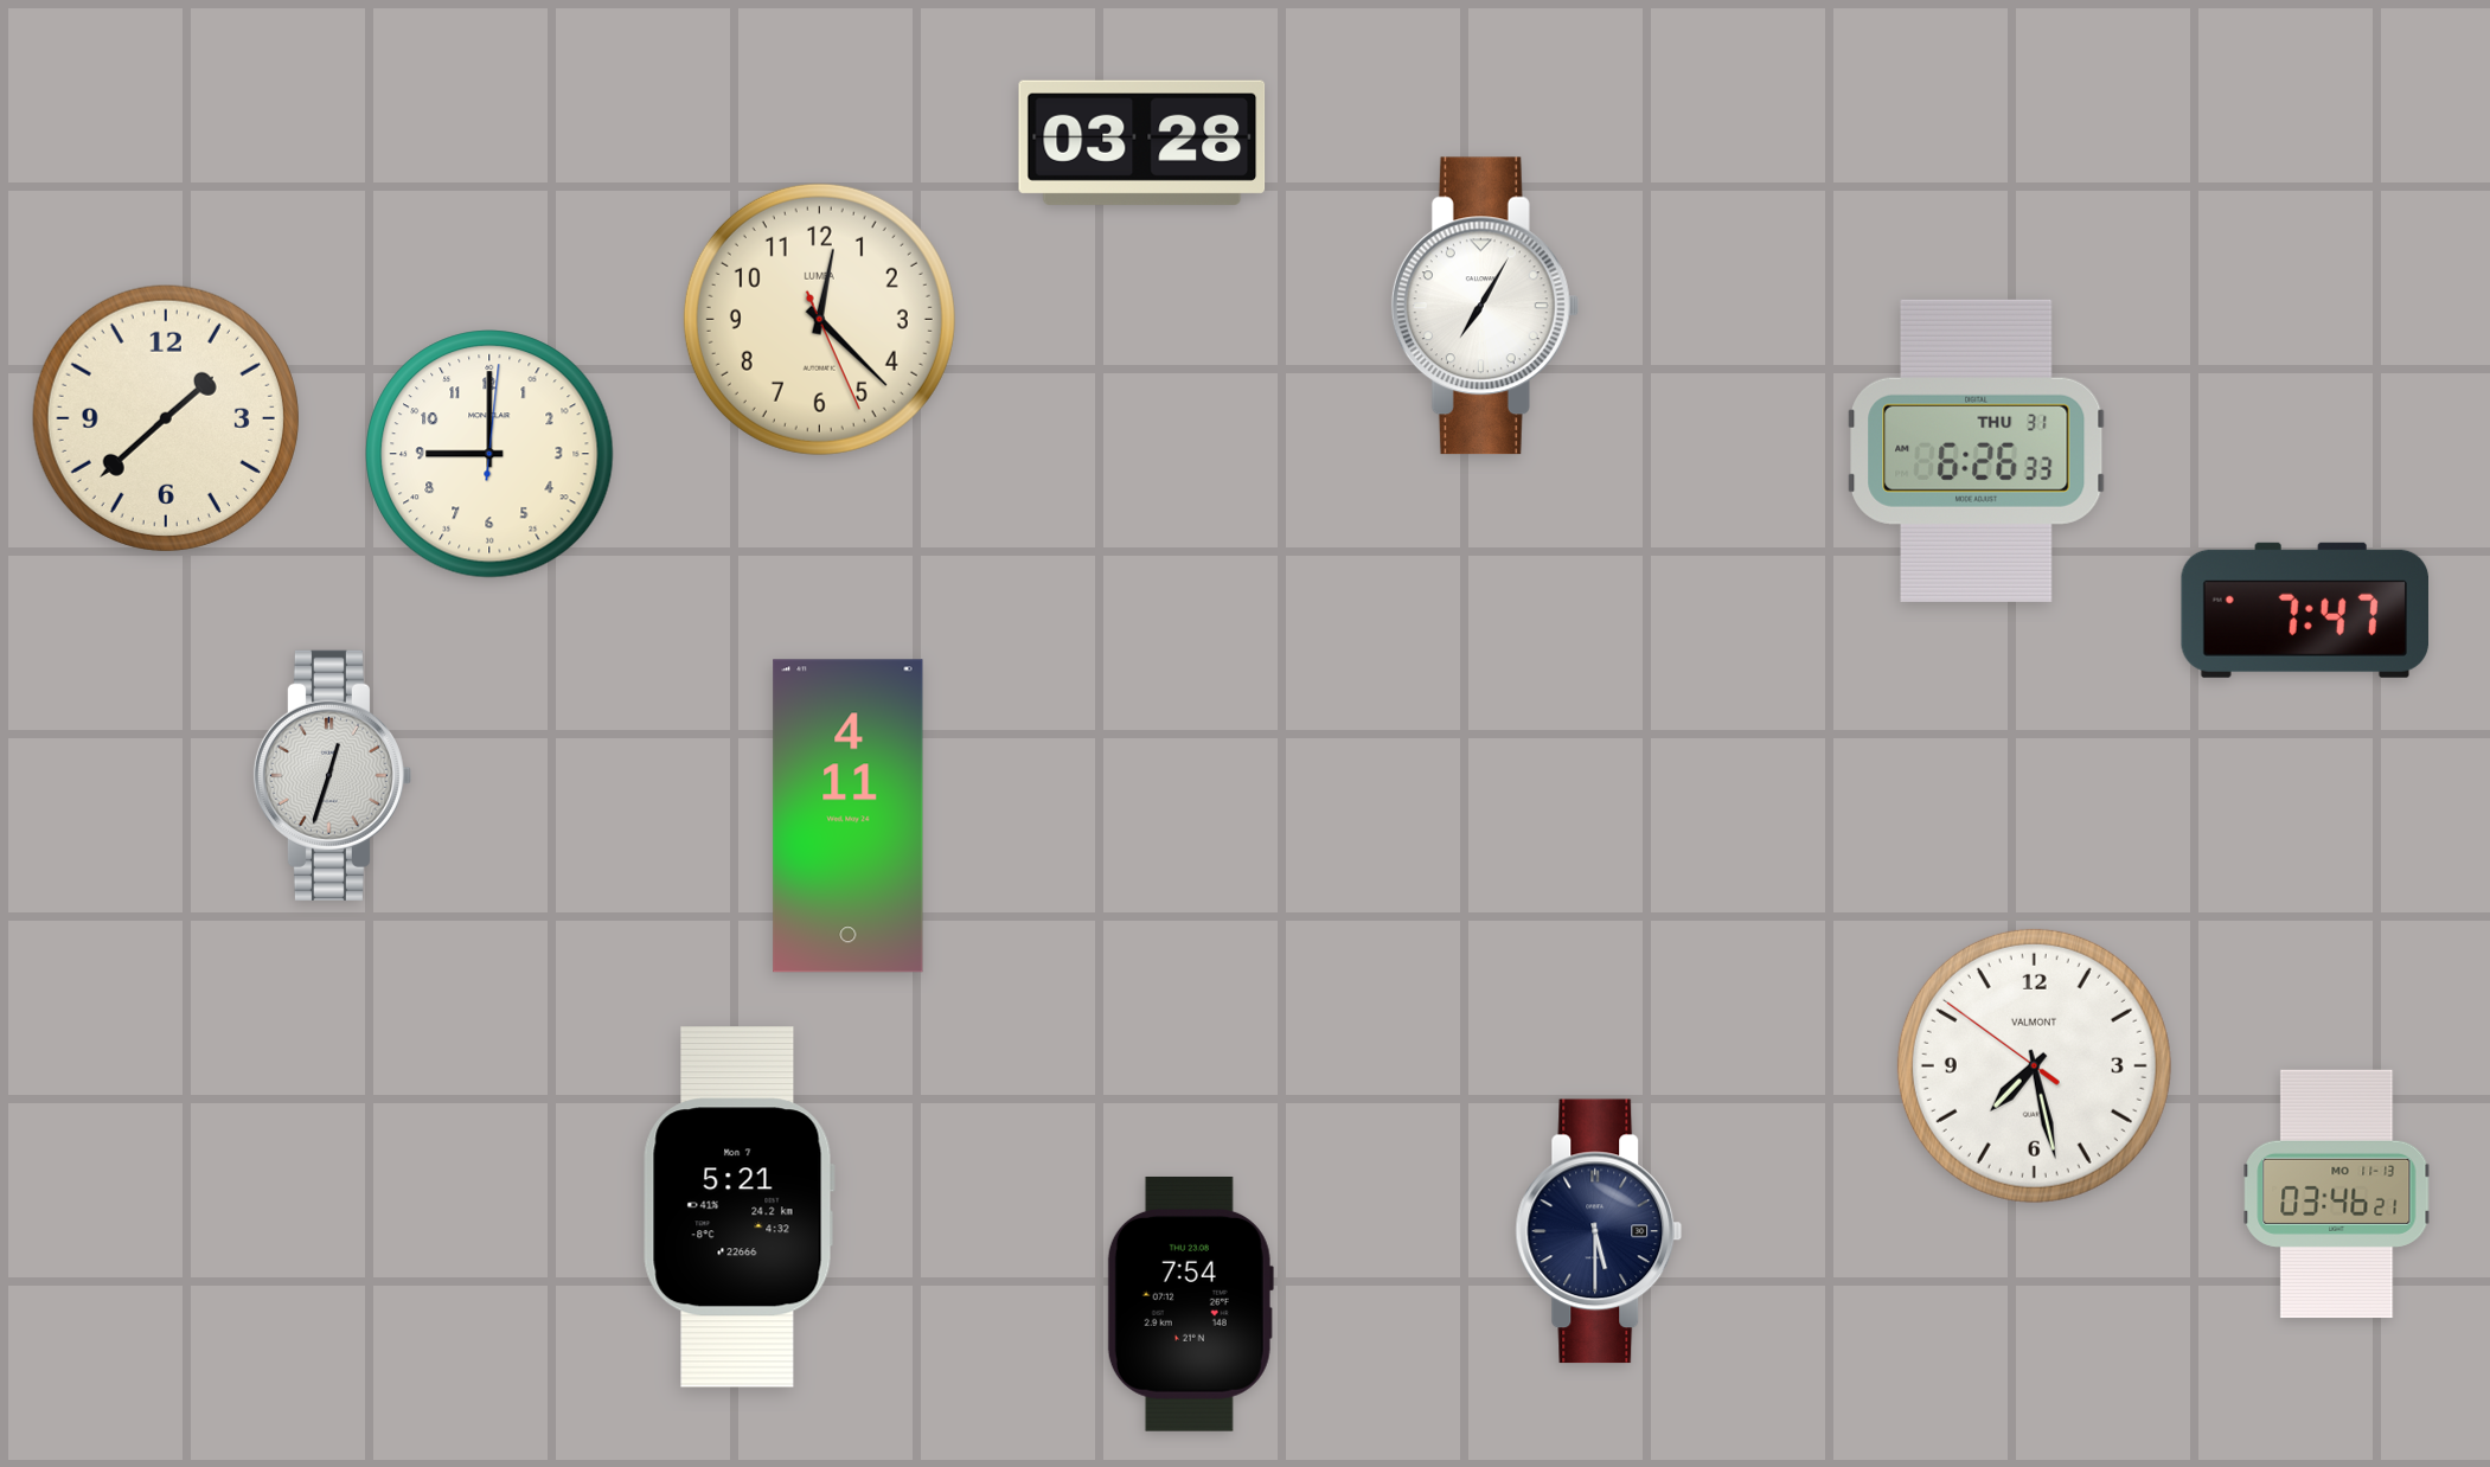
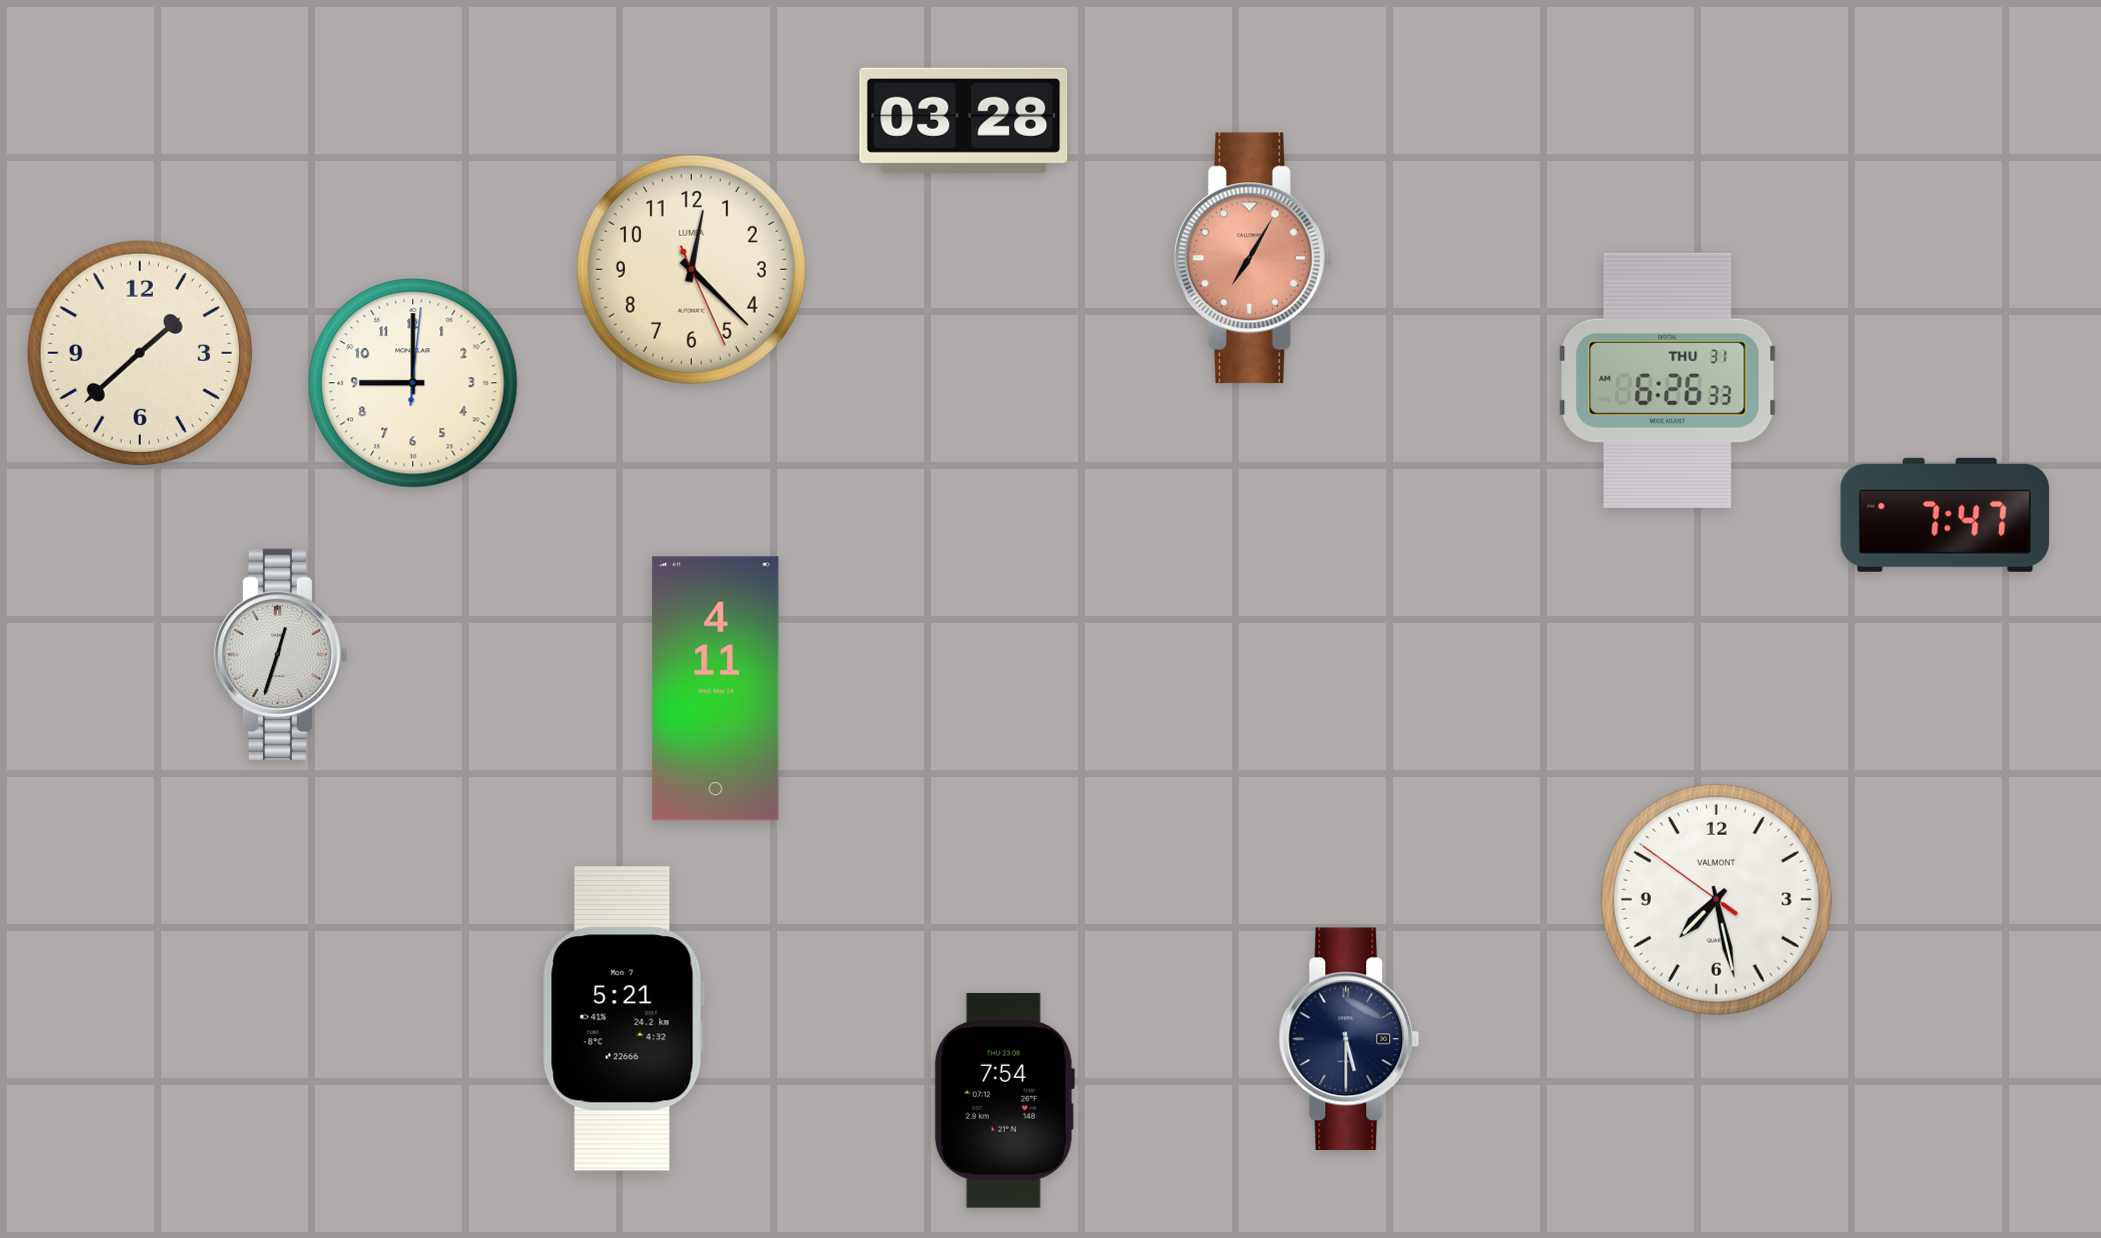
clock at (1485, 306) dial: white -> salmon
clock at (2337, 1194): 03:46 -> none
